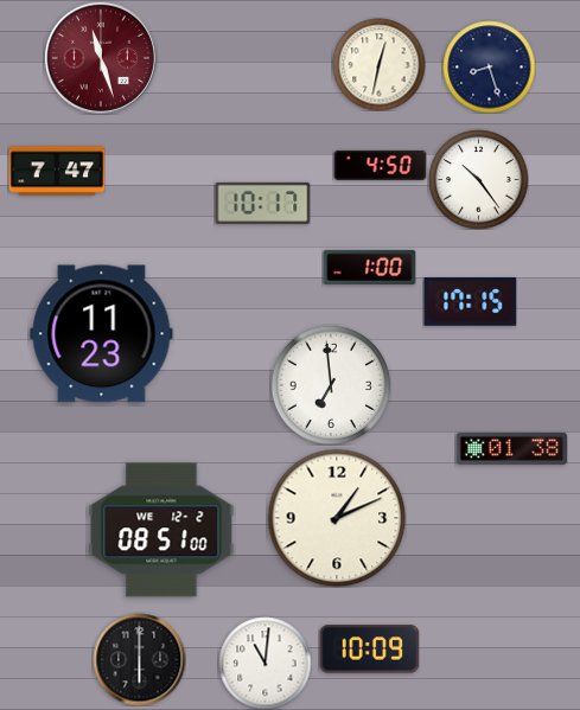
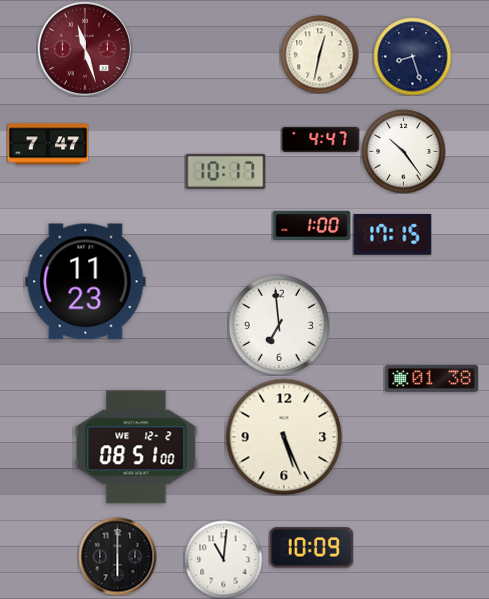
clock at (380, 165): 4:50 -> 4:47
clock at (262, 203) position: (262, 203) -> (225, 171)
clock at (470, 302) position: (470, 302) -> (392, 235)
clock at (337, 518): 1:11 -> 5:26
